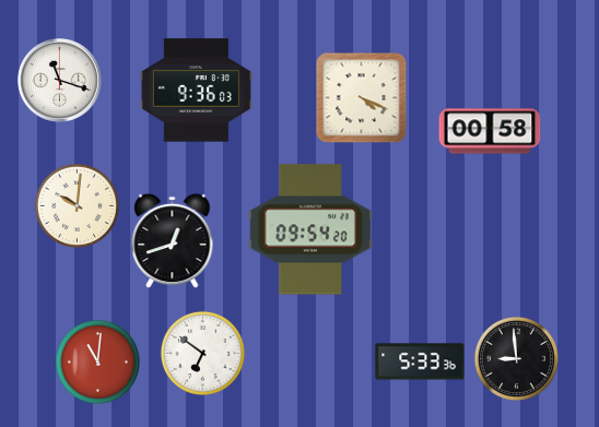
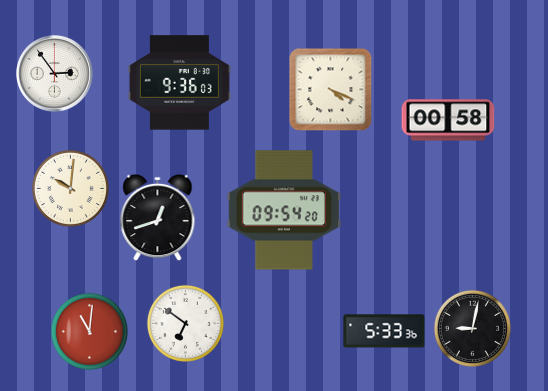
clock at (60, 81): 11:18 -> 2:54
clock at (173, 240) position: (173, 240) -> (158, 217)
clock at (516, 358): 8:59 -> 9:02
